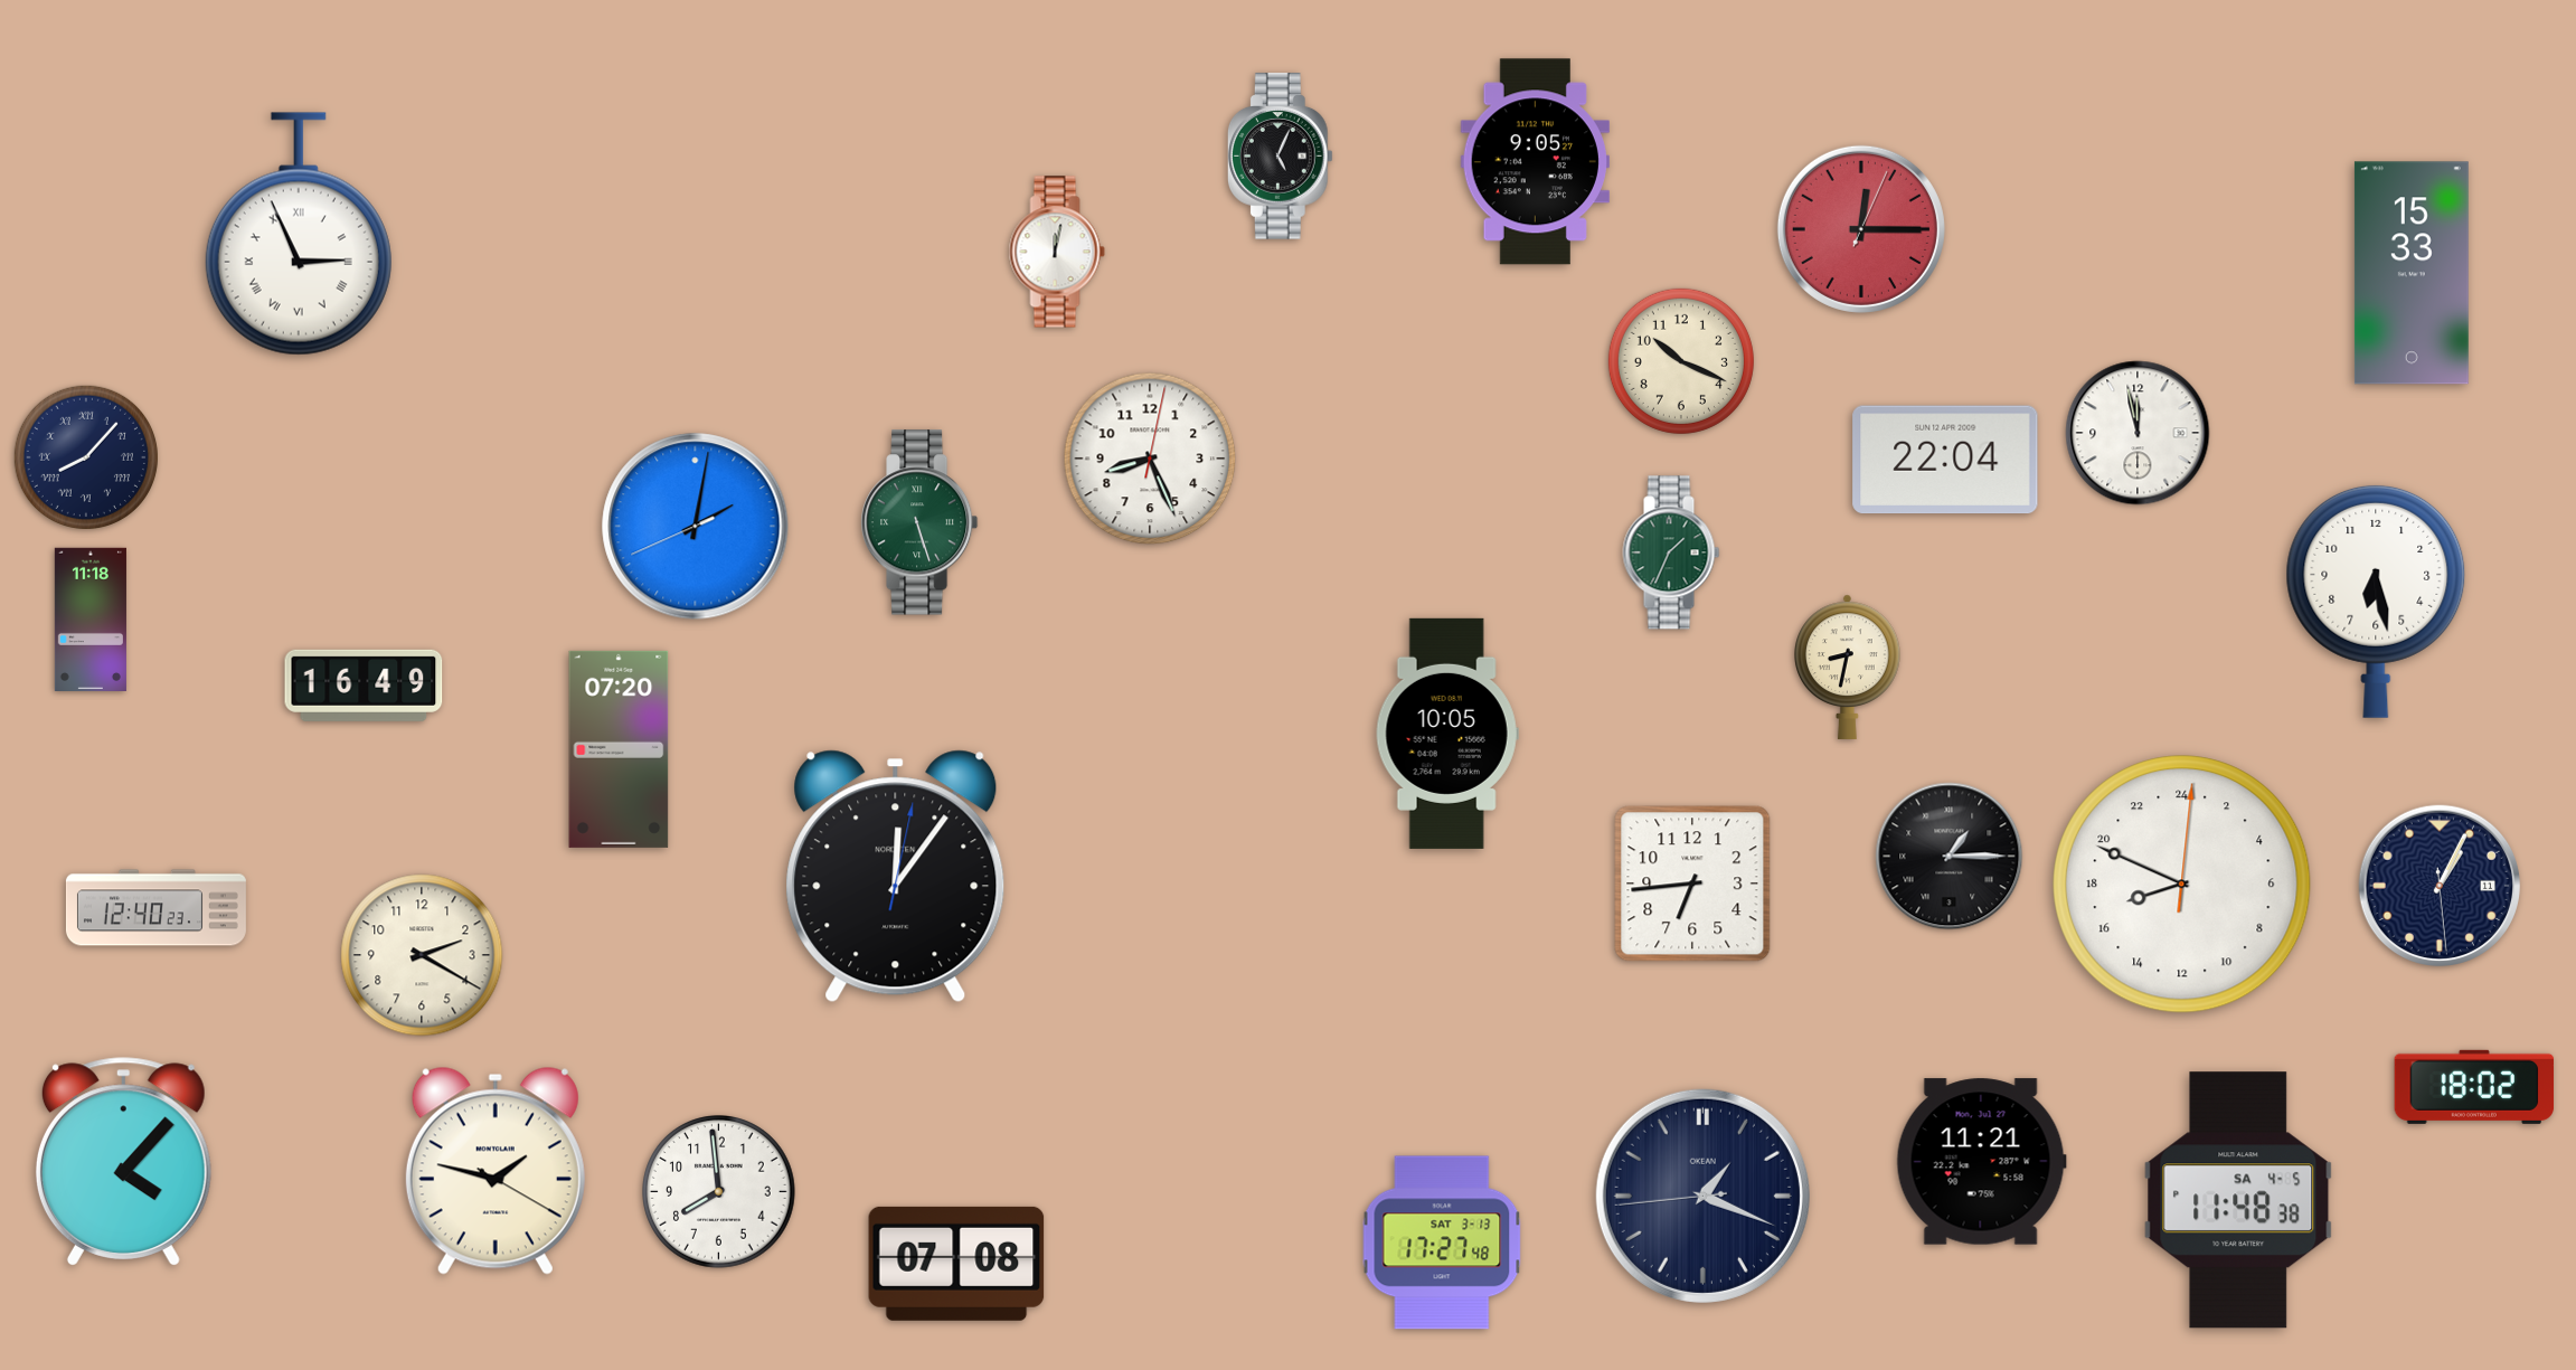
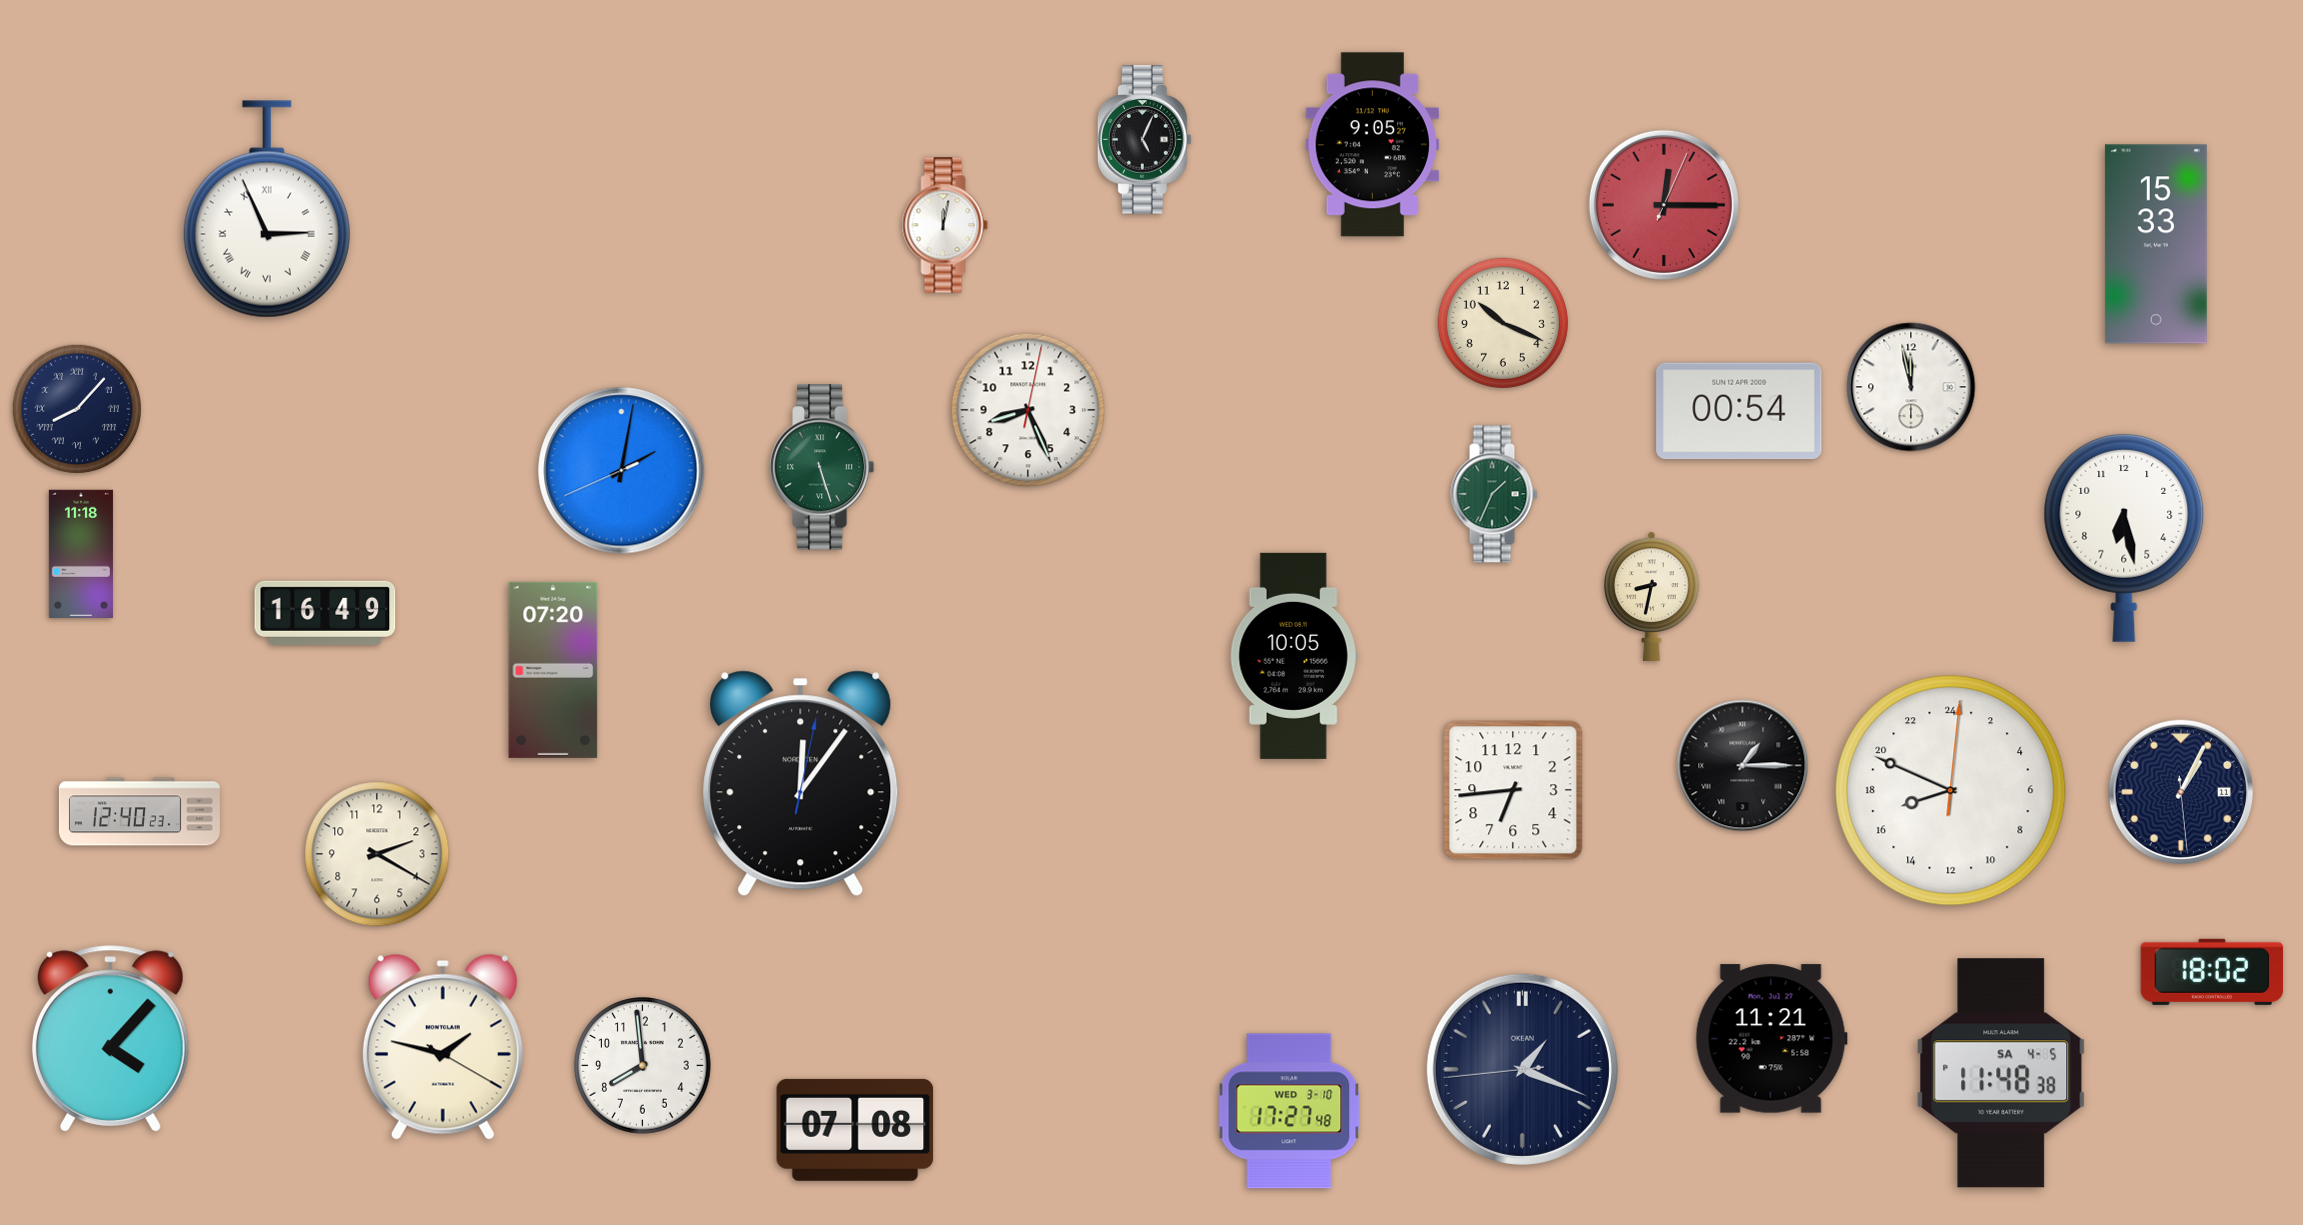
clock at (1945, 460): 22:04 -> 00:54
clock at (1442, 1243) date: SAT 3-13 -> WED 3-10
